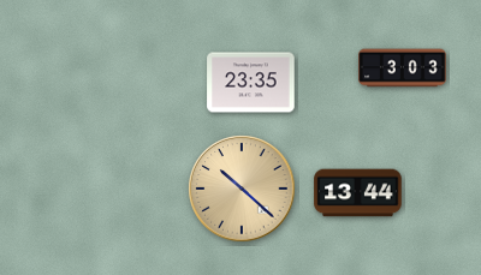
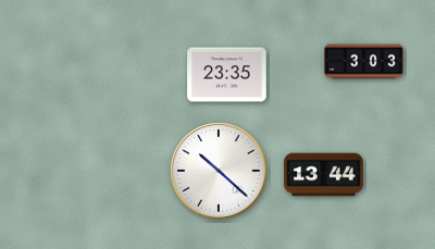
clock at (242, 189) dial: champagne -> white
